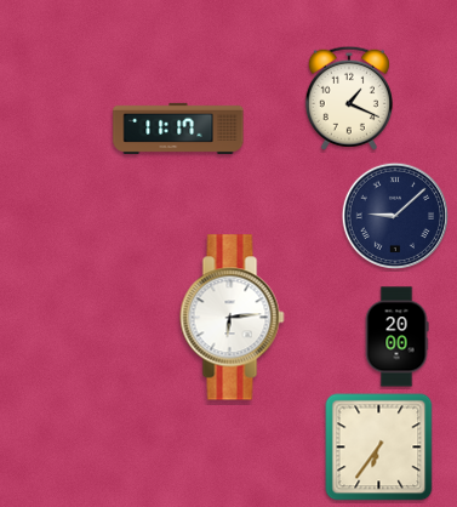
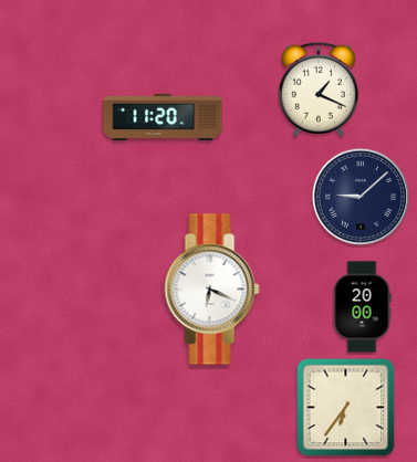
clock at (178, 129): 11:17 -> 11:20
clock at (233, 318): 6:14 -> 6:19
